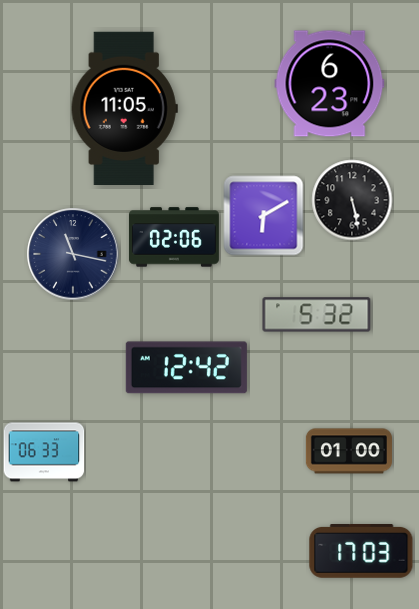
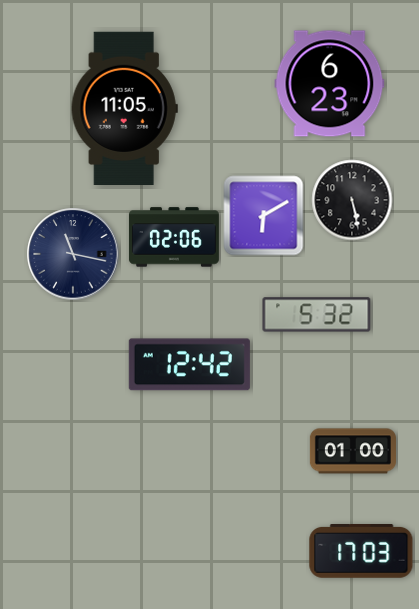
clock at (186, 368) position: (186, 368) -> (189, 365)
clock at (349, 451) position: (349, 451) -> (353, 451)
clock at (44, 452): 06:33 -> none
